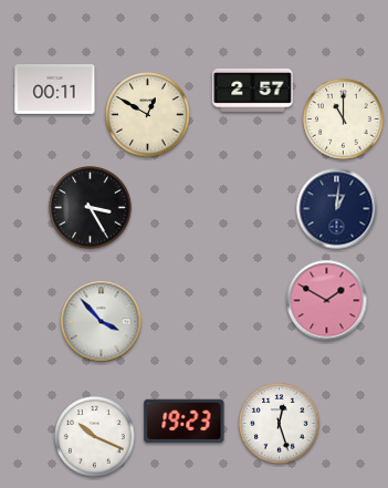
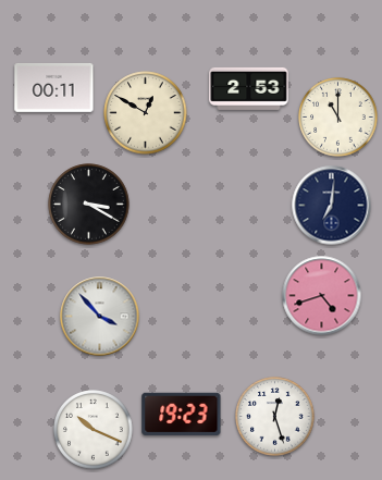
clock at (253, 90): 2:57 -> 2:53
clock at (91, 208): 3:25 -> 3:20
clock at (337, 209): 1:01 -> 7:01
clock at (327, 301): 1:50 -> 4:42
